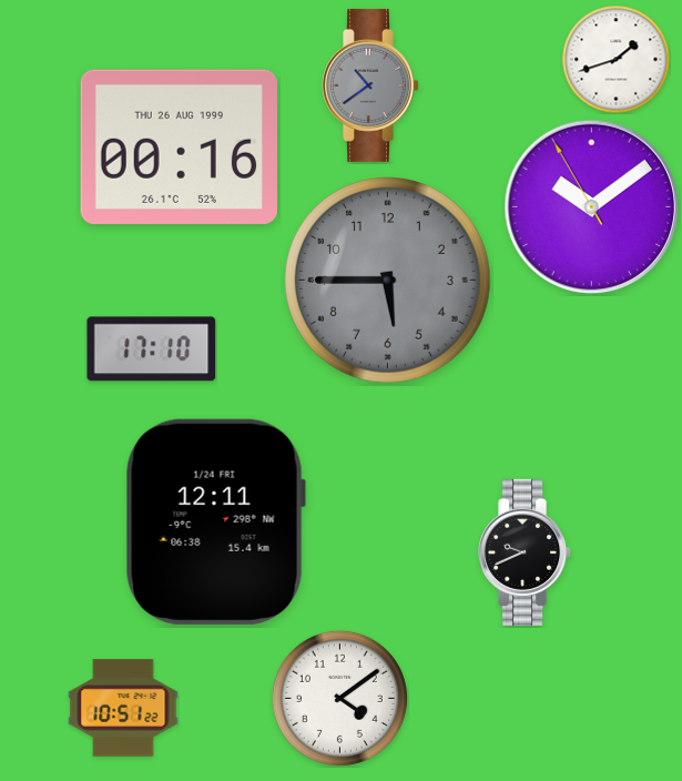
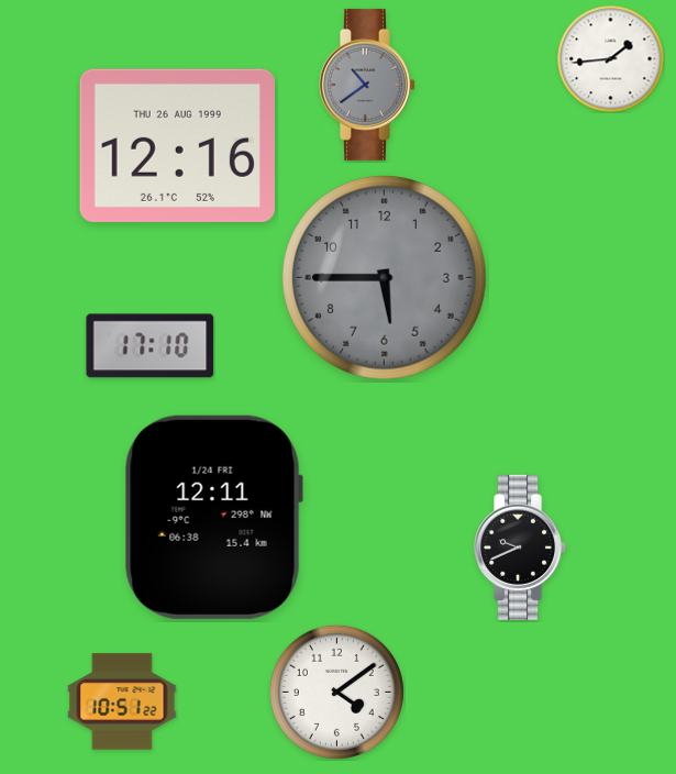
clock at (615, 59): 1:42 -> 1:44
clock at (179, 146): 00:16 -> 12:16
clock at (592, 207): 10:08 -> none
